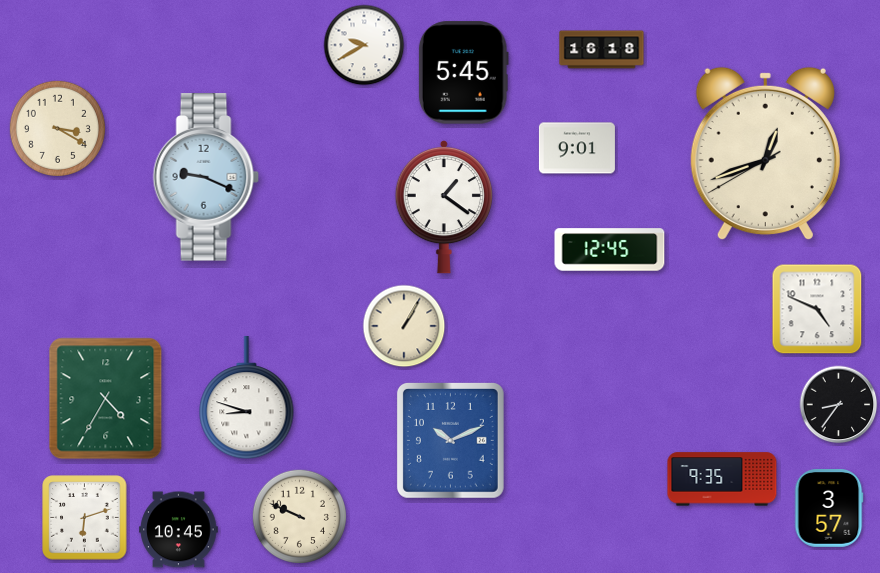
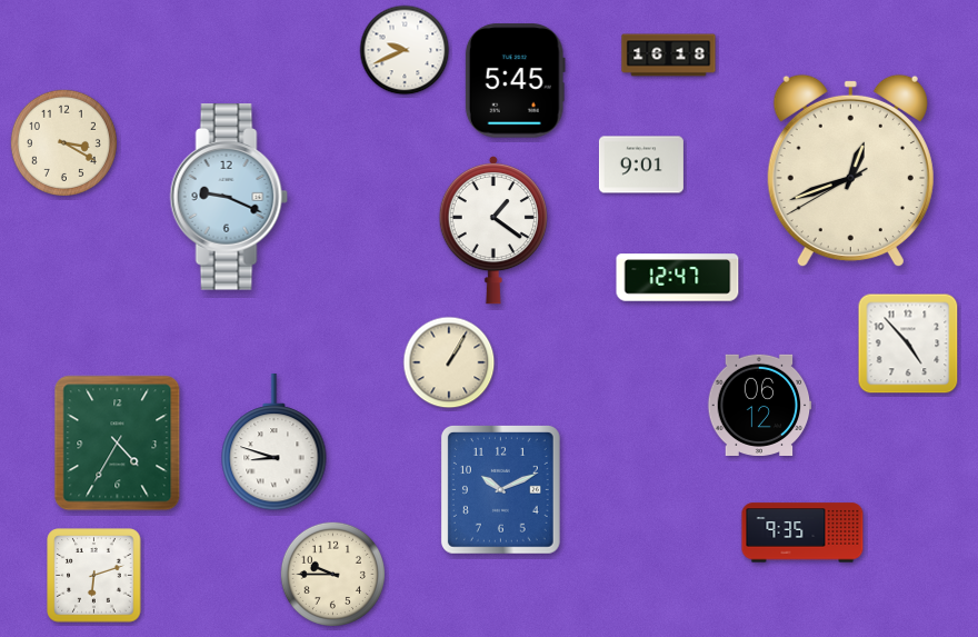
clock at (364, 45): 9:40 -> 9:41
clock at (610, 250): 12:45 -> 12:47
clock at (817, 309): 4:49 -> 4:53
clock at (759, 405): none -> 06:12
clock at (839, 405): 8:36 -> none
clock at (829, 509): 3:57 -> none
clock at (299, 516): 9:49 -> 9:45
clock at (179, 530): 10:45 -> none
